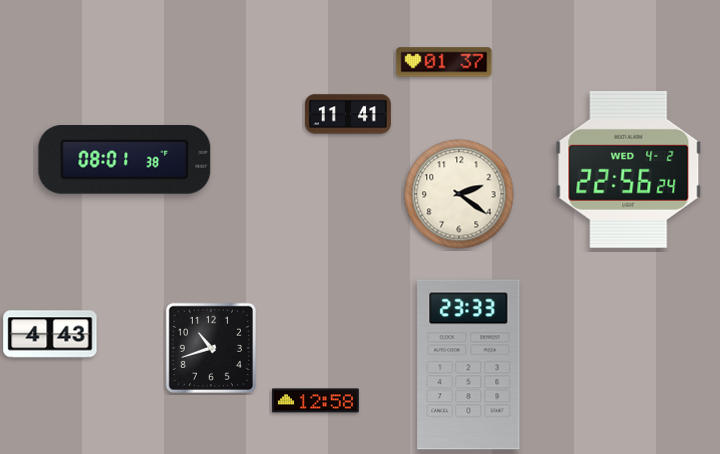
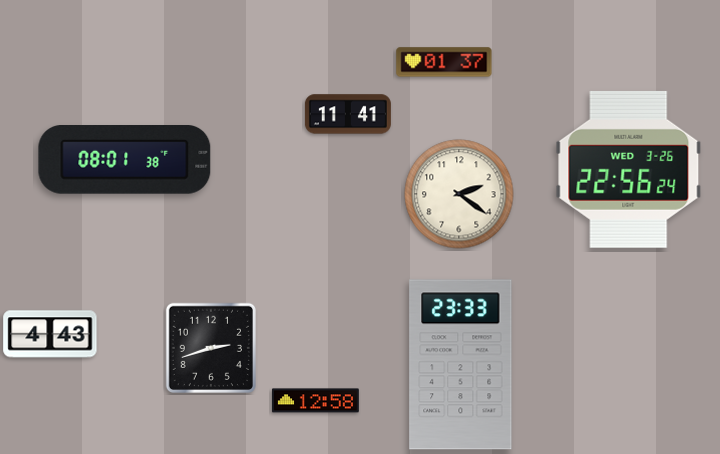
clock at (629, 169) date: WED 4-2 -> WED 3-26
clock at (211, 348): 10:42 -> 2:42
clock at (469, 365) position: (469, 365) -> (461, 365)
